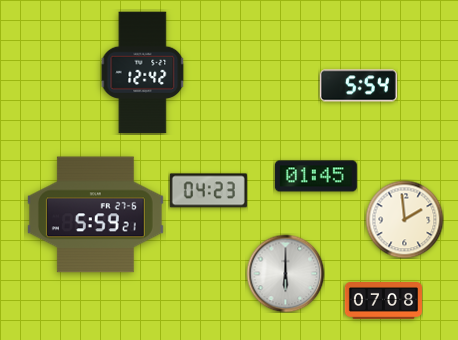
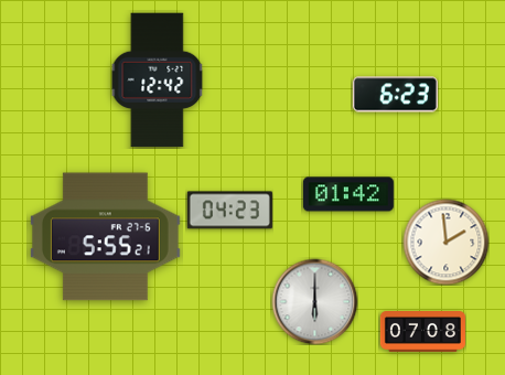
clock at (358, 86): 5:54 -> 6:23
clock at (316, 176): 01:45 -> 01:42
clock at (95, 215): 5:59 -> 5:55
